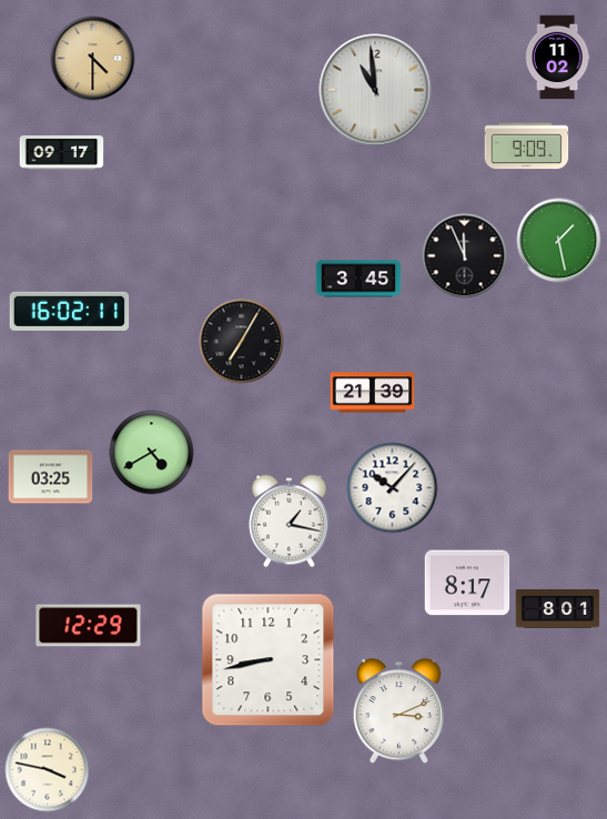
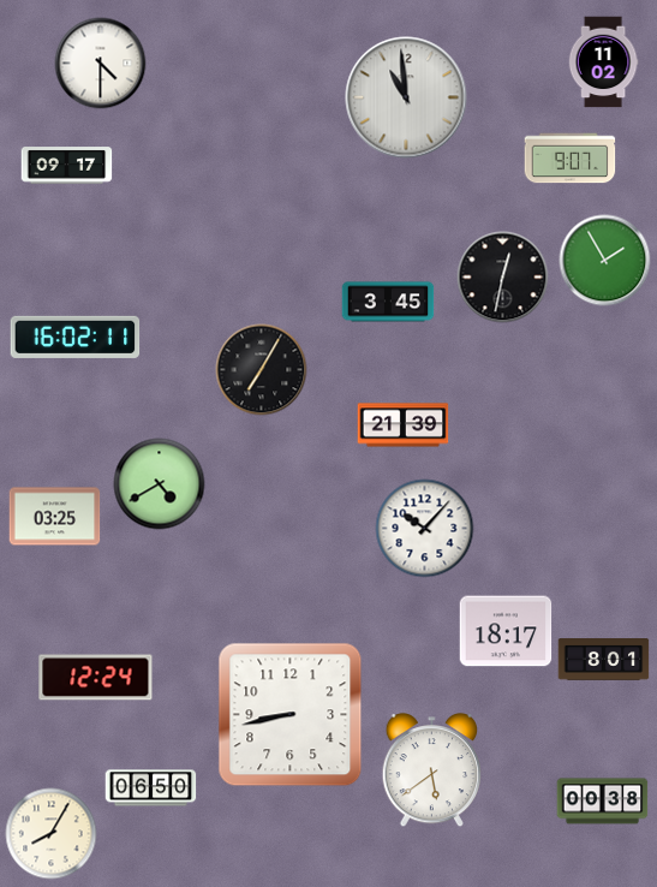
clock at (93, 59) dial: champagne -> white
clock at (527, 146): 9:09 -> 9:07
clock at (559, 241): 1:28 -> 1:55
clock at (465, 256): 11:56 -> 12:32
clock at (152, 453) position: (152, 453) -> (160, 484)
clock at (290, 522): 1:17 -> none
clock at (467, 583): 8:17 -> 18:17
clock at (89, 626): 12:29 -> 12:24
clock at (398, 712): 3:11 -> 5:39
clock at (151, 788): none -> 06:50
clock at (603, 802): none -> 00:38
clock at (48, 770): 3:47 -> 8:05
